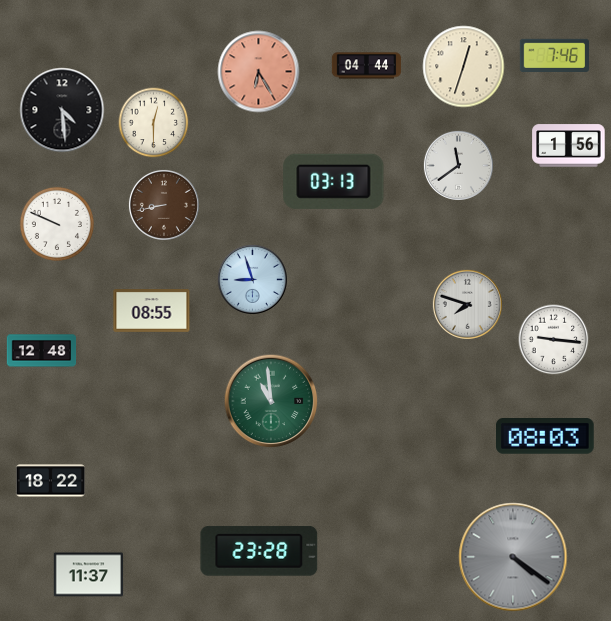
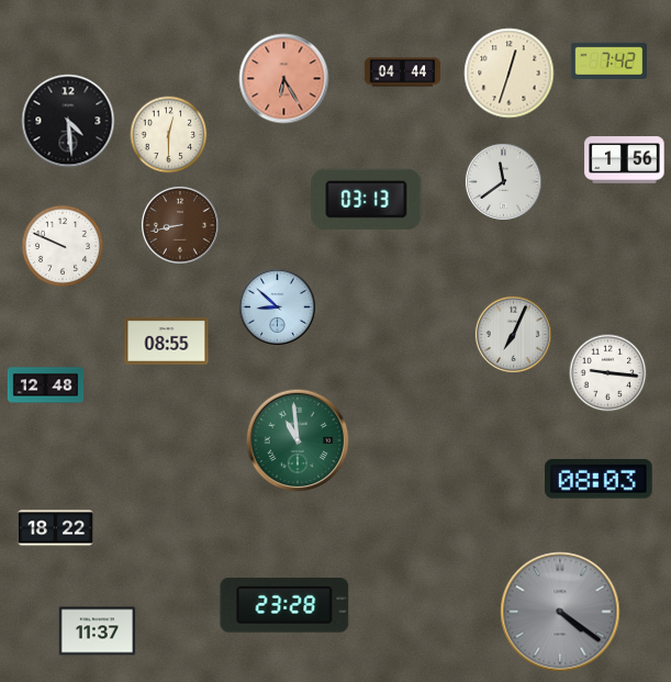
clock at (554, 55): 7:46 -> 7:42
clock at (252, 279): 8:57 -> 8:52
clock at (467, 304): 7:48 -> 7:04
clock at (513, 557) position: (513, 557) -> (560, 612)
